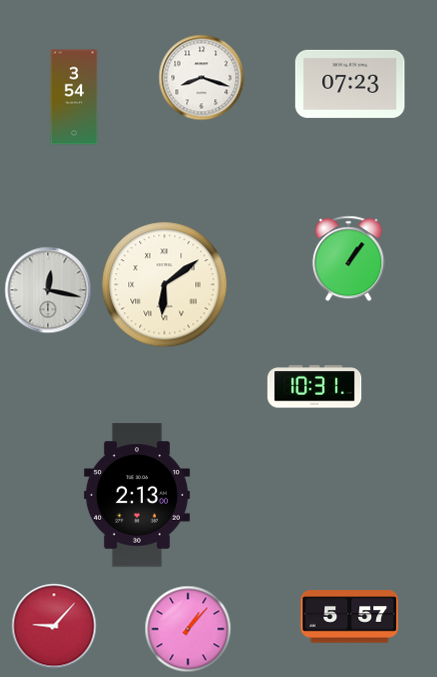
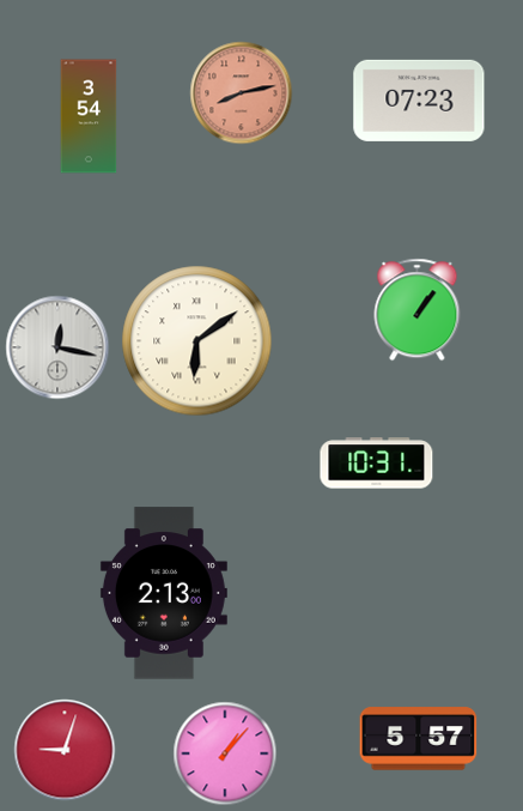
clock at (202, 78): 8:18 -> 8:13
clock at (202, 78) dial: white -> salmon
clock at (54, 626): 9:07 -> 9:03
